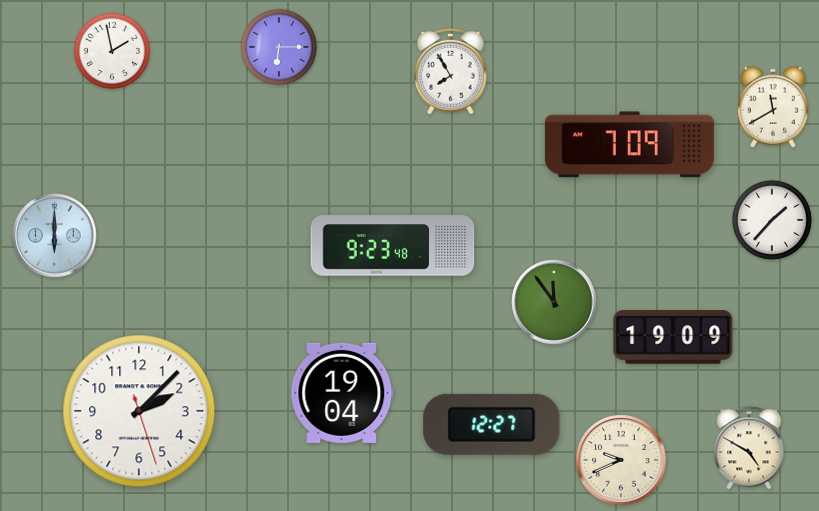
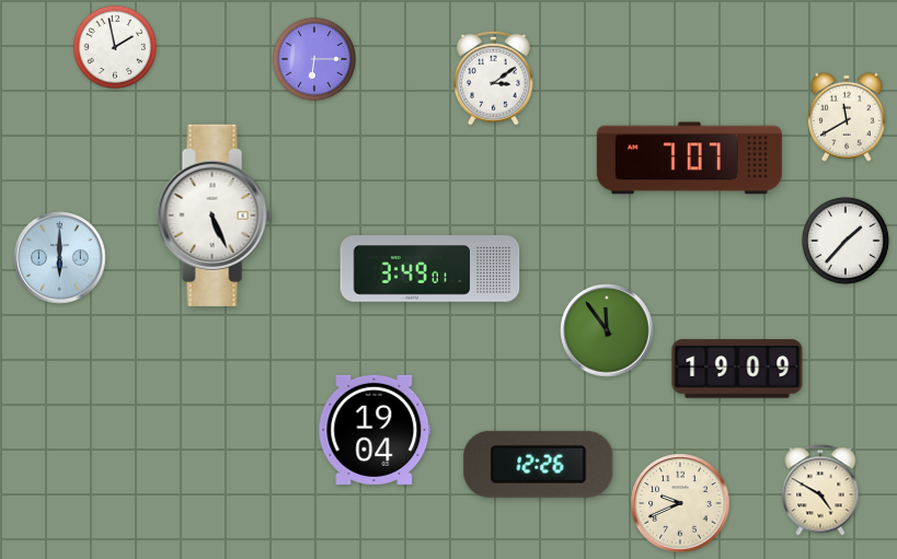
clock at (279, 47) position: (279, 47) -> (314, 59)
clock at (112, 51) position: (112, 51) -> (115, 47)
clock at (451, 71): 7:55 -> 3:09
clock at (629, 145): 7:09 -> 7:07
clock at (215, 216): none -> 5:26
clock at (393, 246): 9:23 -> 3:49
clock at (139, 411): 2:07 -> none
clock at (492, 424): 12:27 -> 12:26
